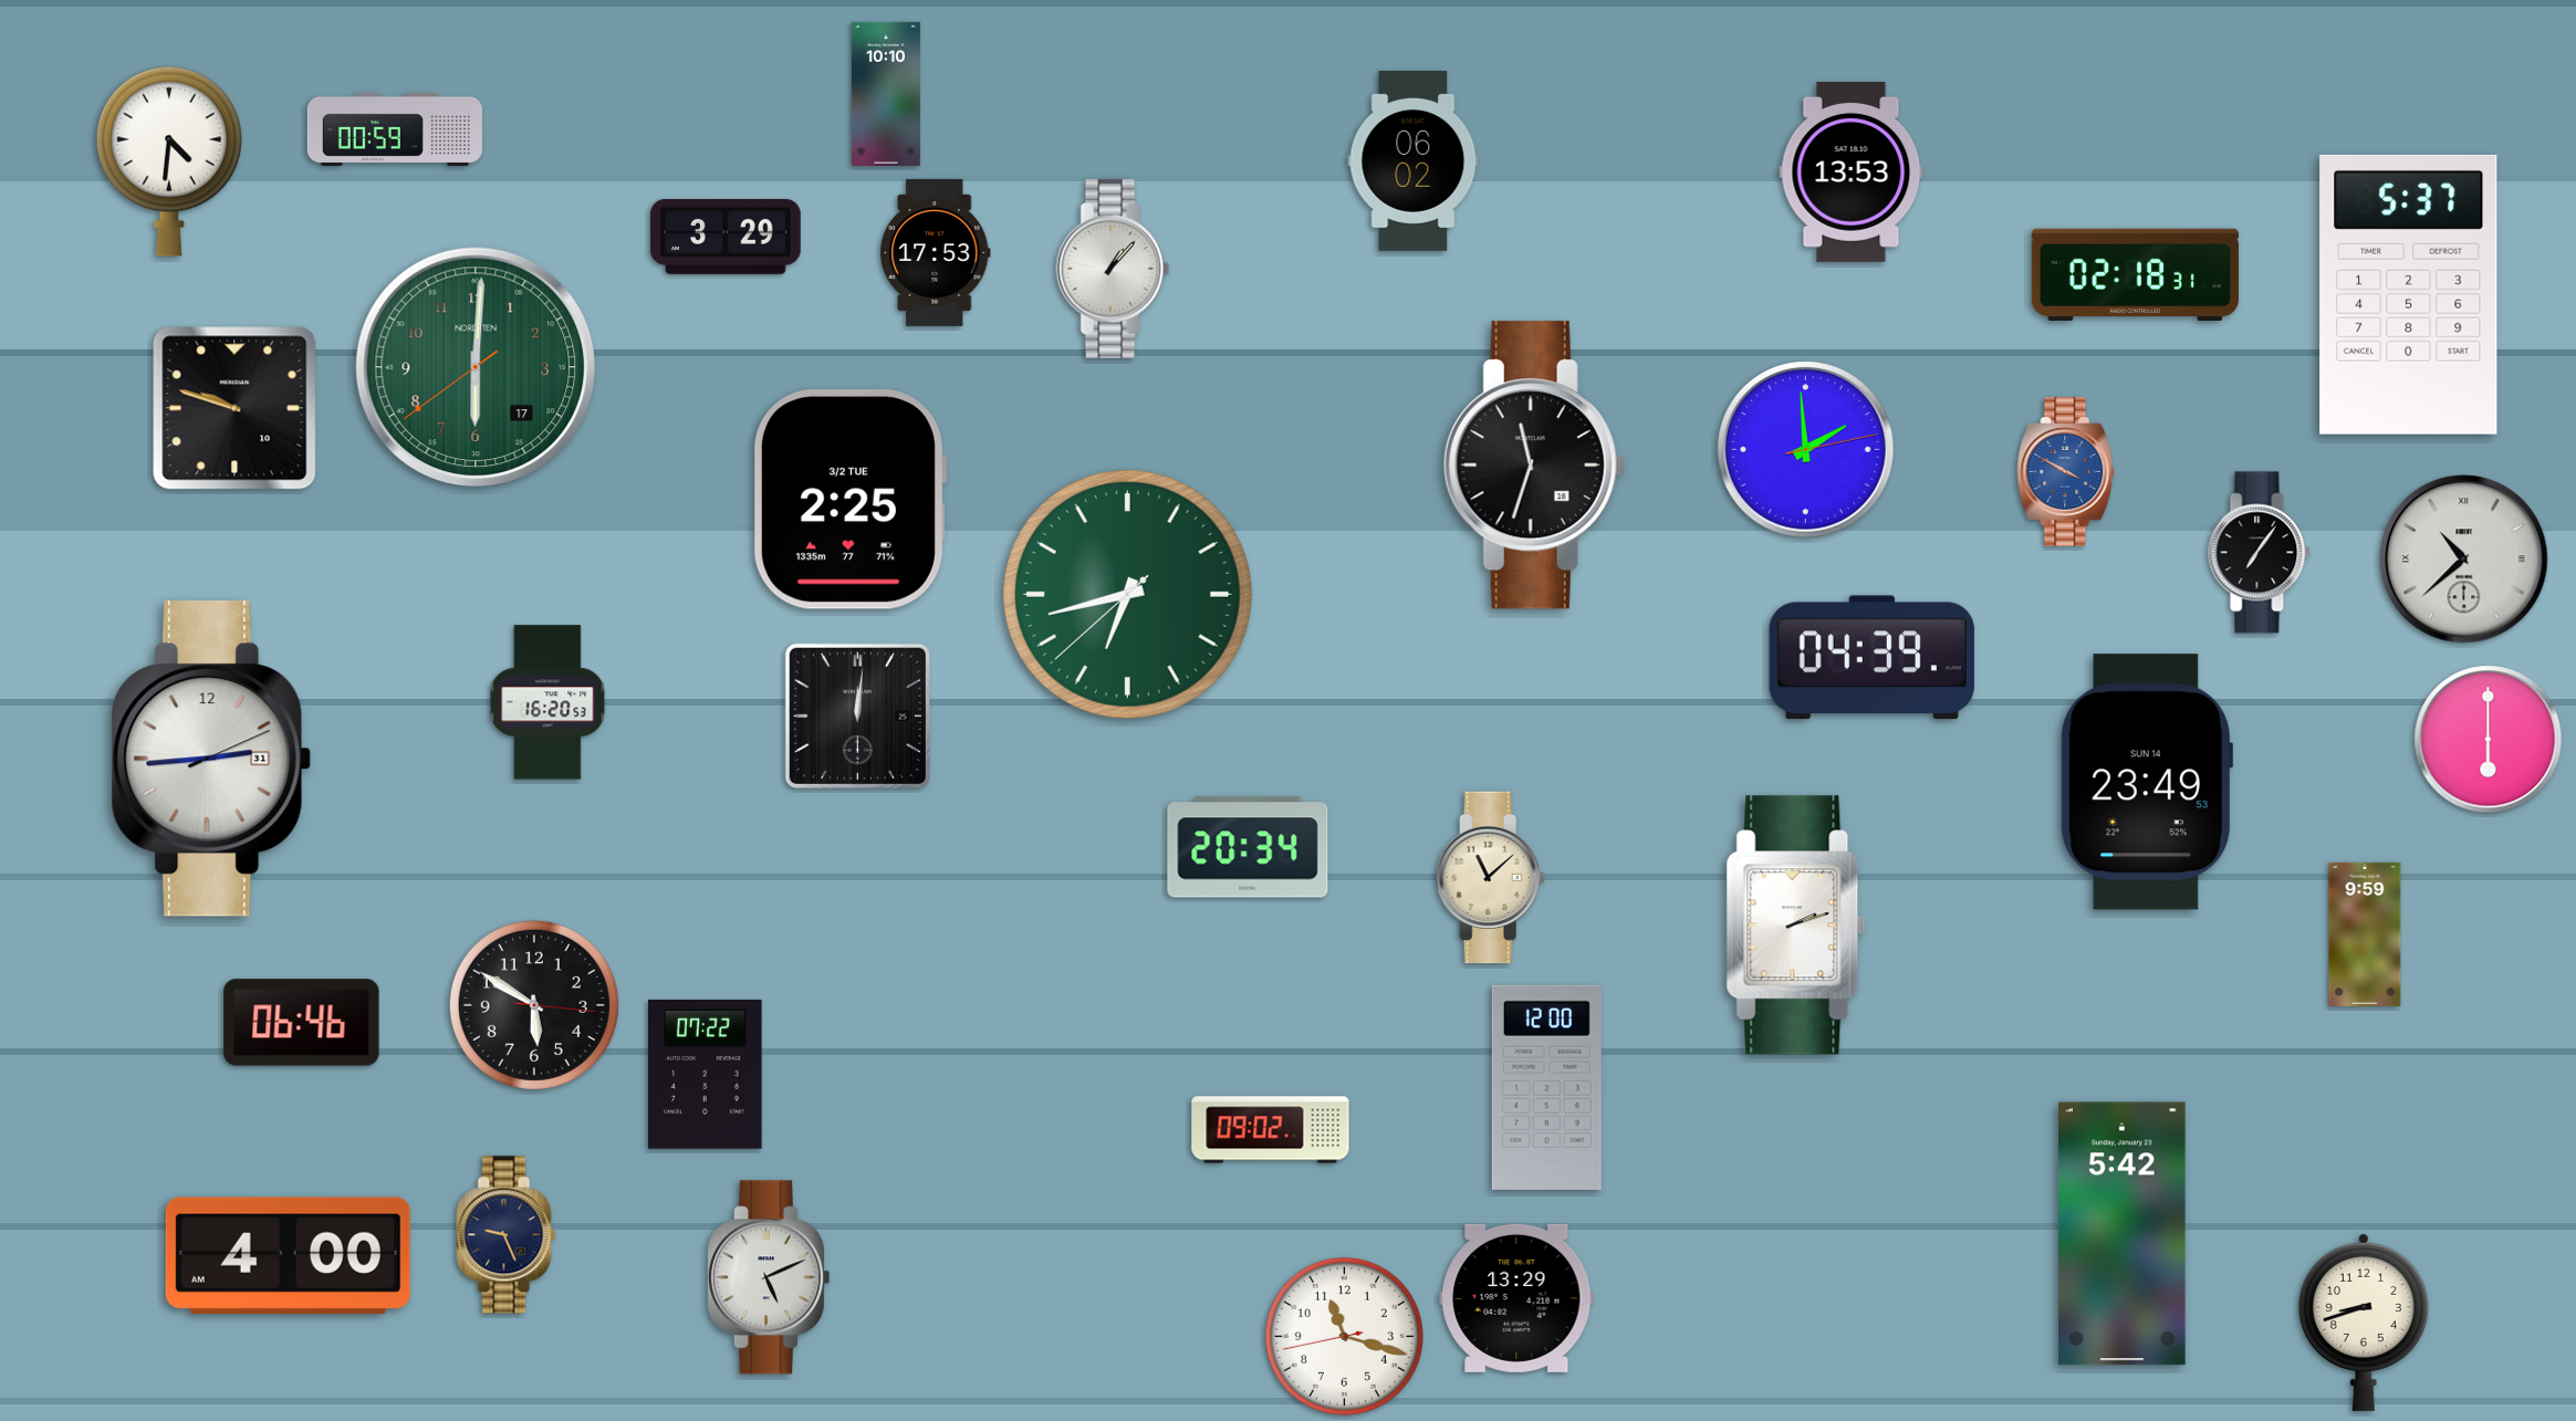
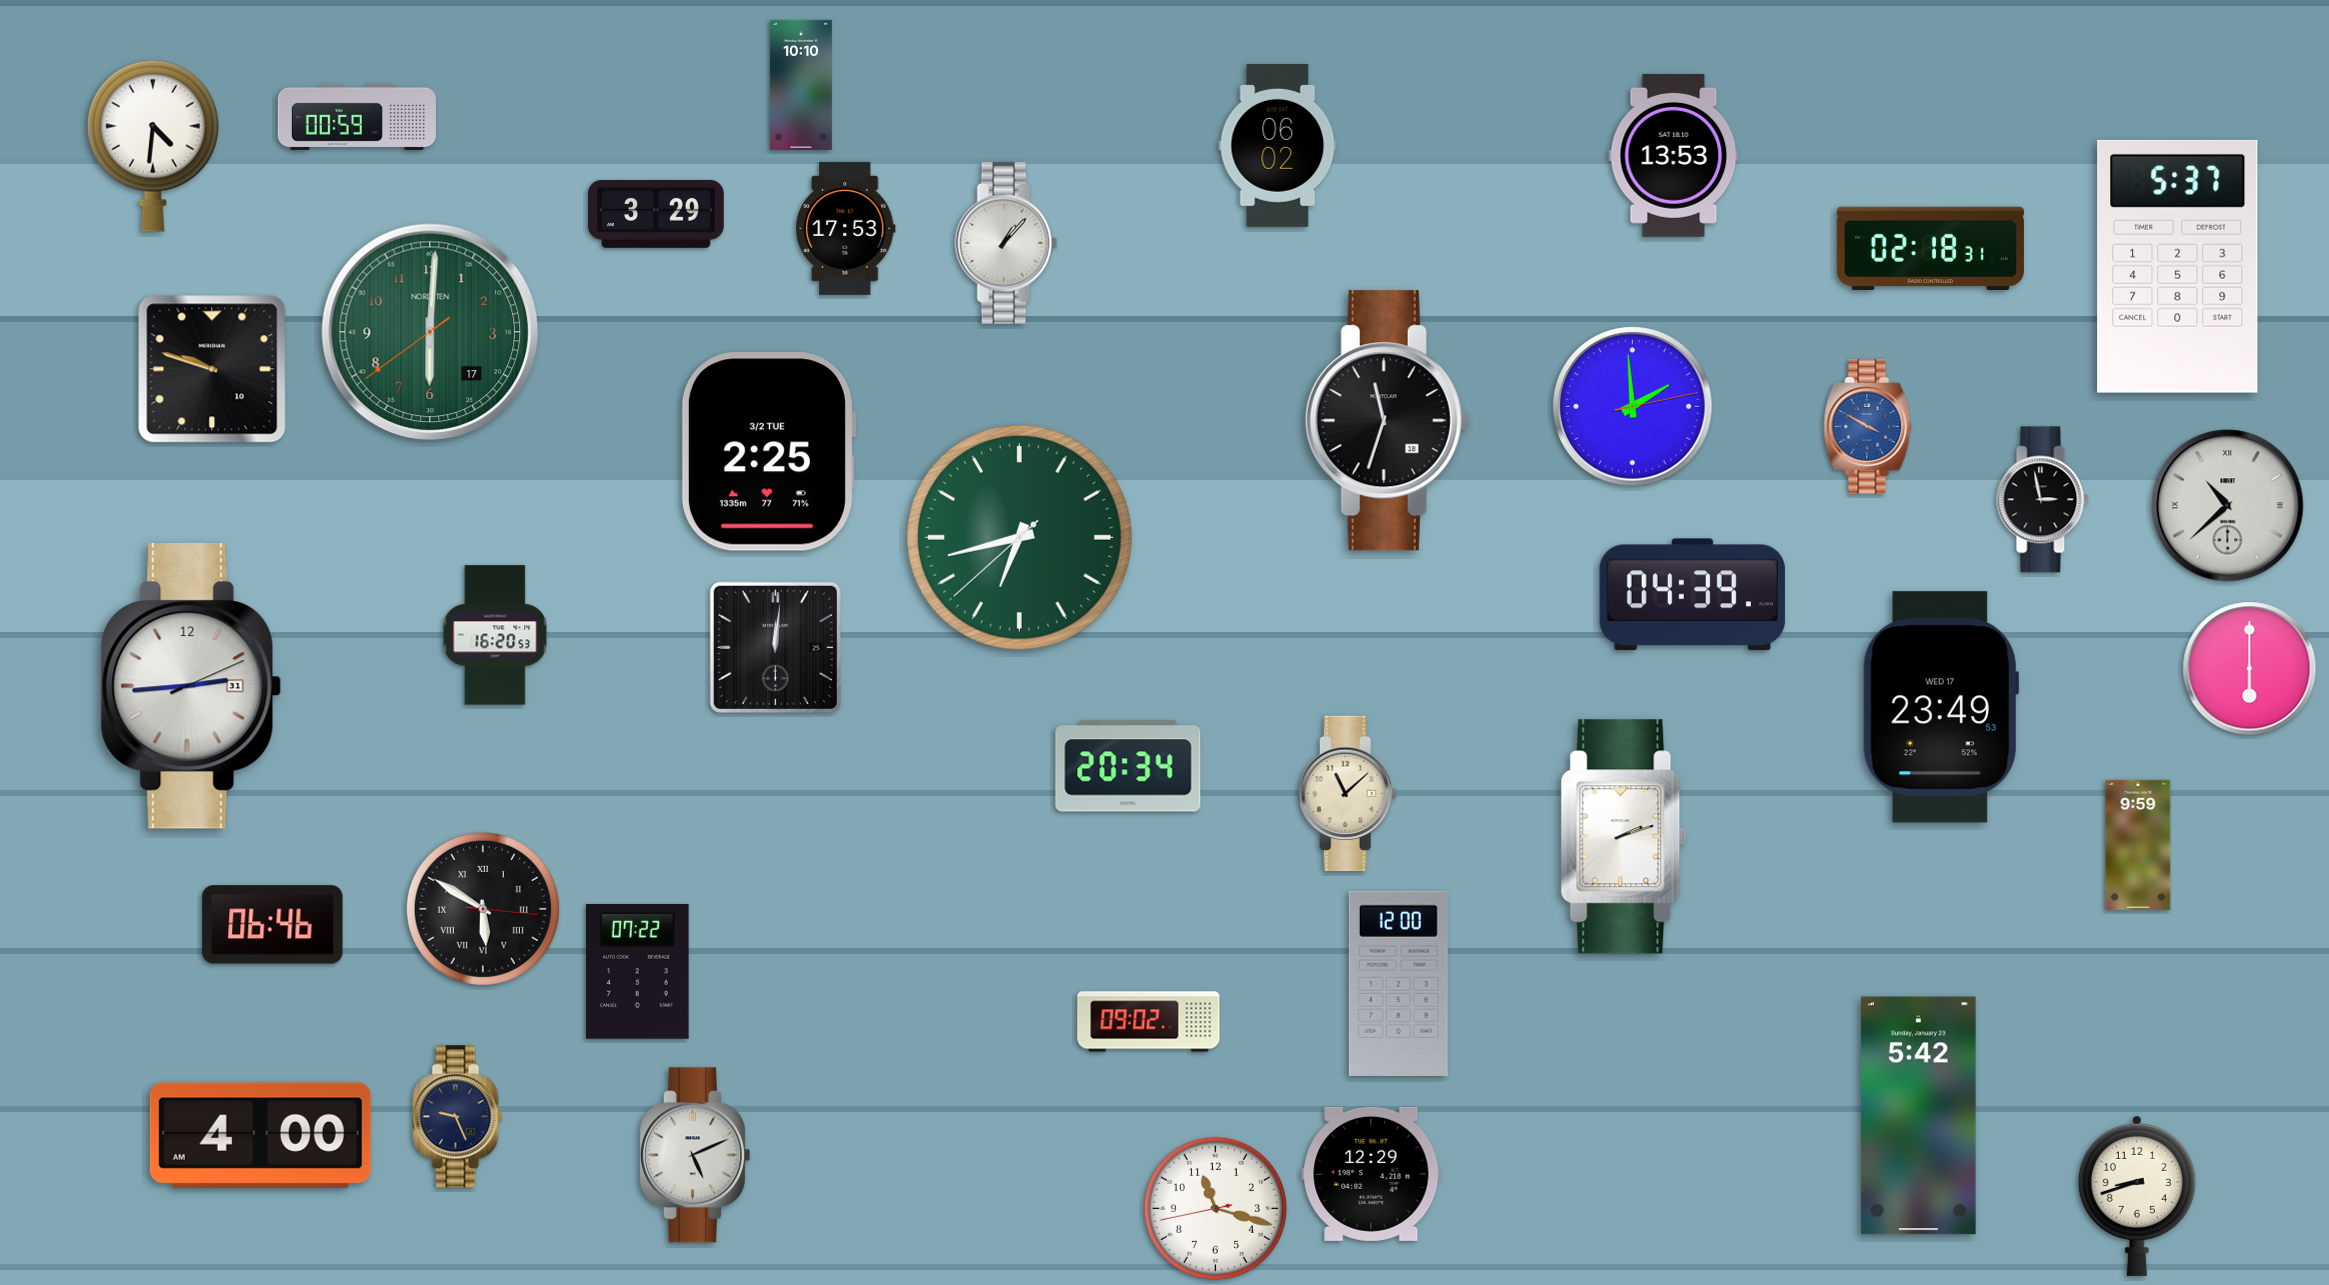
clock at (2260, 553): 7:06 -> 2:58
clock at (2147, 782) date: SUN 14 -> WED 17
clock at (534, 1005) numerals: Arabic -> Roman
clock at (1516, 1298): 13:29 -> 12:29
